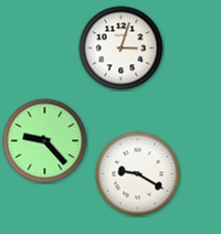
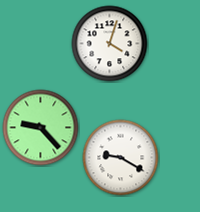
clock at (122, 49): 3:03 -> 4:03
clock at (138, 174) position: (138, 174) -> (121, 158)
